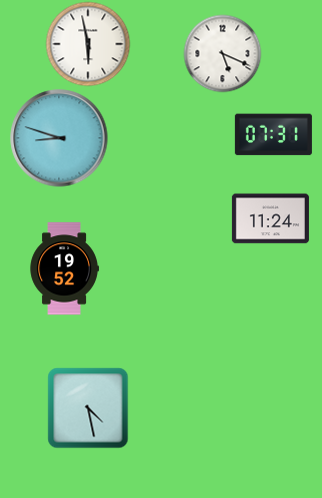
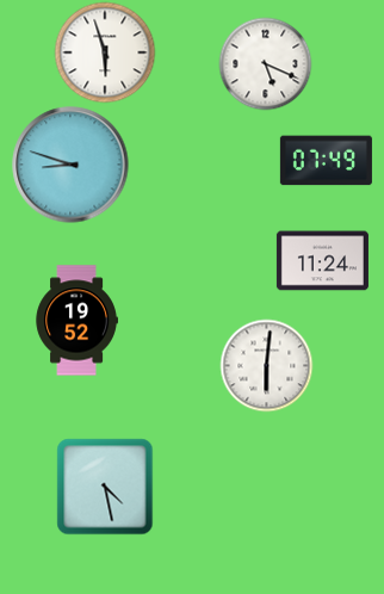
clock at (88, 44): 5:58 -> 5:57
clock at (273, 135): 07:31 -> 07:49
clock at (266, 365): none -> 6:01
